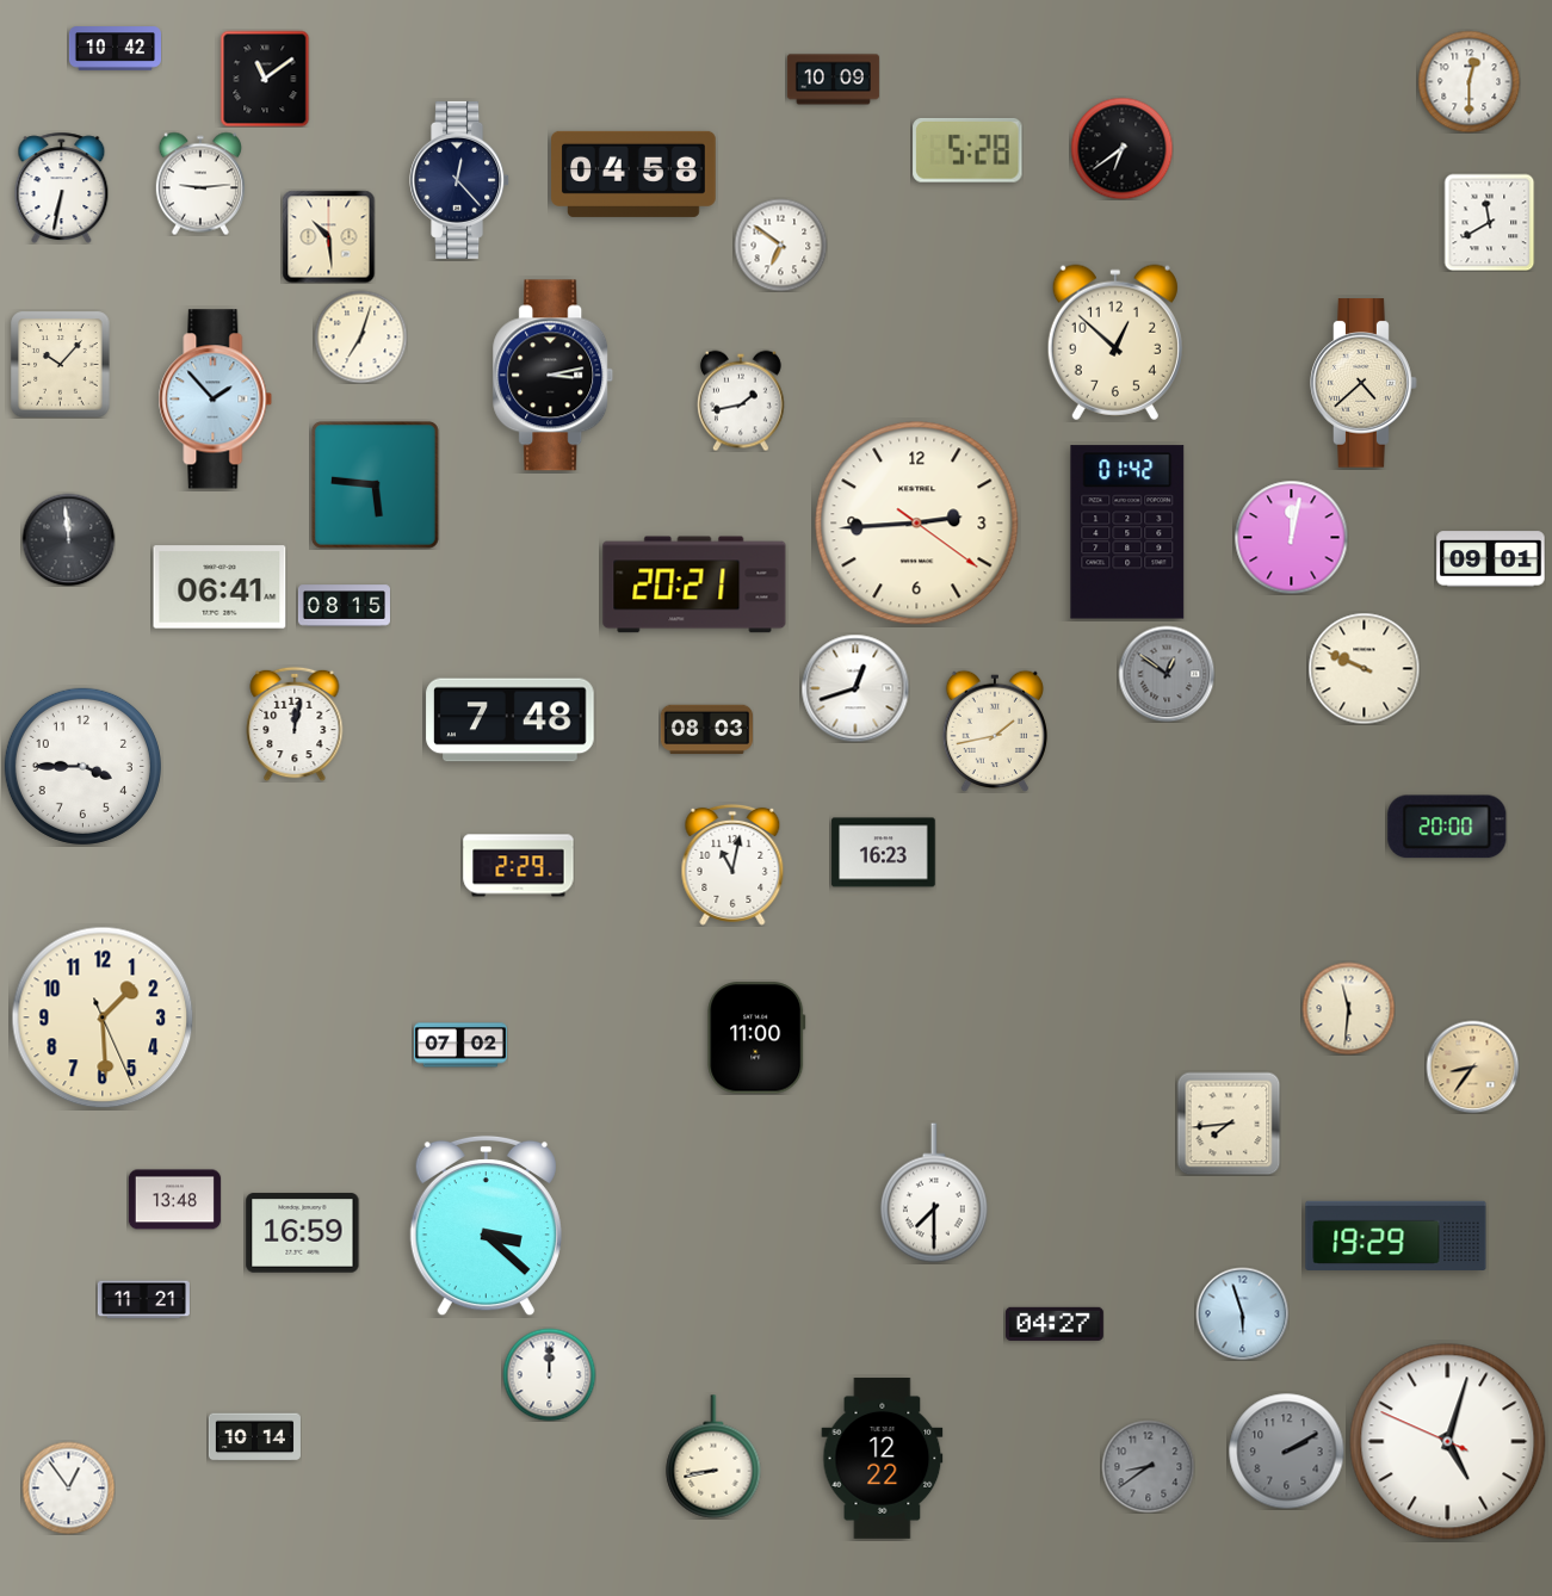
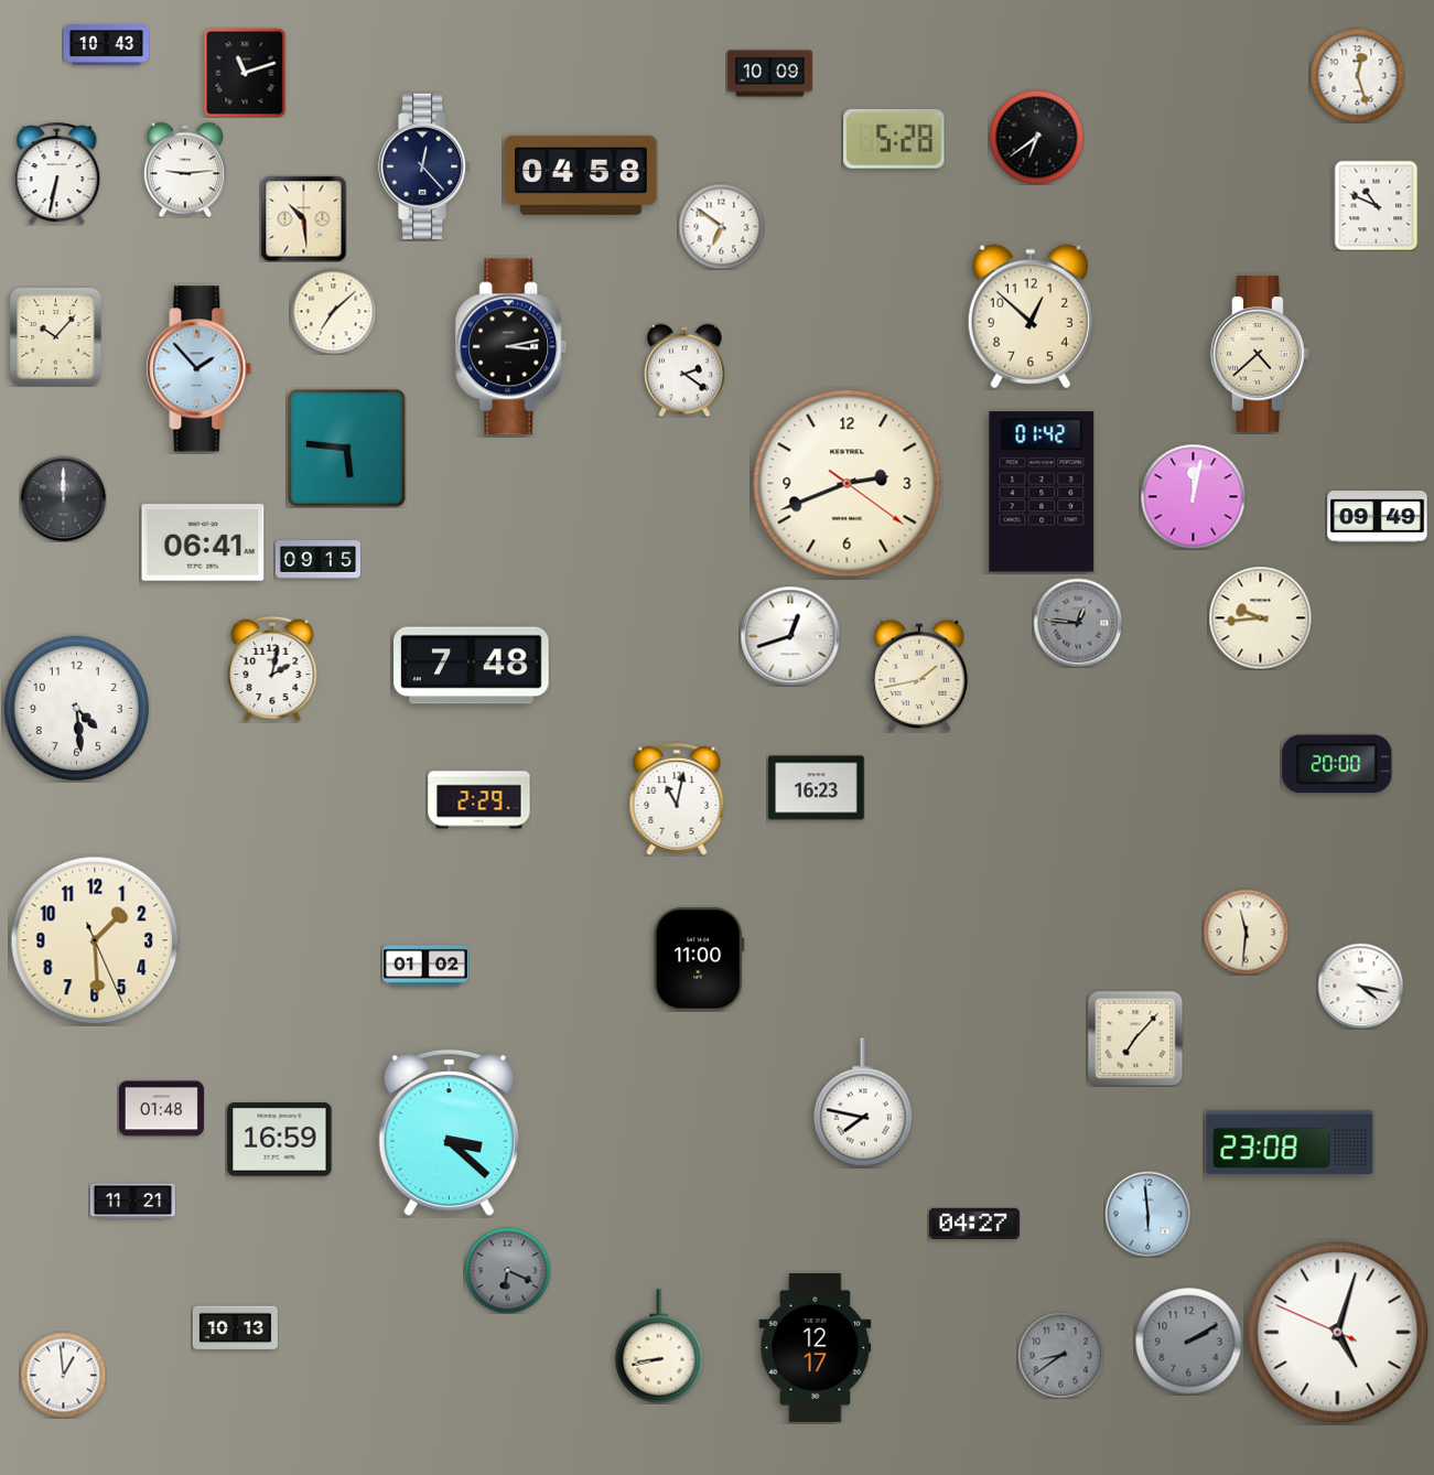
clock at (115, 49): 10:42 -> 10:43
clock at (265, 79): 11:09 -> 11:12
clock at (1468, 81): 12:30 -> 12:27
clock at (633, 174) position: (633, 174) -> (581, 175)
clock at (1490, 222): 11:40 -> 10:49
clock at (360, 336): 7:03 -> 7:08
clock at (742, 401): 1:43 -> 2:21
clock at (917, 524): 2:44 -> 2:41
clock at (68, 539): 11:59 -> 12:00
clock at (1491, 559): 09:01 -> 09:49
clock at (694, 584): 20:21 -> none
clock at (344, 606): 08:15 -> 09:15
clock at (1364, 668): 9:49 -> 9:44
clock at (1167, 674): 12:51 -> 12:46
clock at (295, 724): 12:02 -> 2:02
clock at (706, 730): 08:03 -> none
clock at (82, 766): 3:45 -> 4:29
clock at (460, 1045): 07:02 -> 01:02
clock at (1472, 1066): 8:36 -> 4:17
clock at (1472, 1066) dial: champagne -> white
clock at (1229, 1124): 7:44 -> 7:07
clock at (934, 1193): 7:30 -> 7:47
clock at (174, 1200): 13:48 -> 01:48
clock at (1396, 1236): 19:29 -> 23:08
clock at (1242, 1313): 5:57 -> 5:59
clock at (549, 1374): 12:00 -> 6:19
clock at (549, 1374) dial: white -> grey
clock at (254, 1437): 10:14 -> 10:13
clock at (883, 1458): 12:22 -> 12:17
clock at (68, 1487): 12:54 -> 12:59
